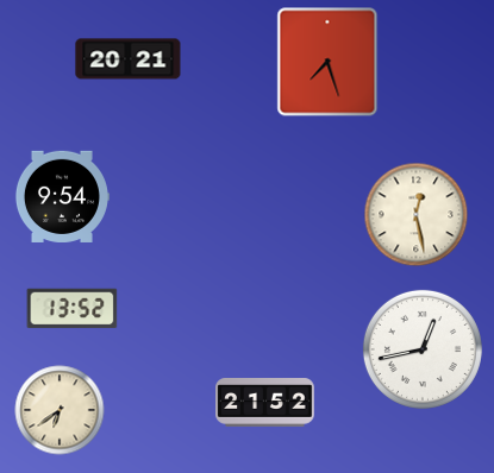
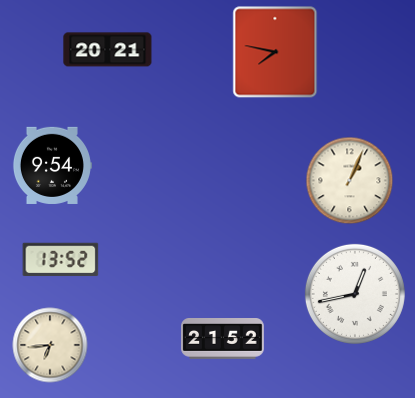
clock at (327, 62): 7:27 -> 7:47
clock at (417, 215): 12:28 -> 1:04
clock at (60, 410): 6:39 -> 6:44
